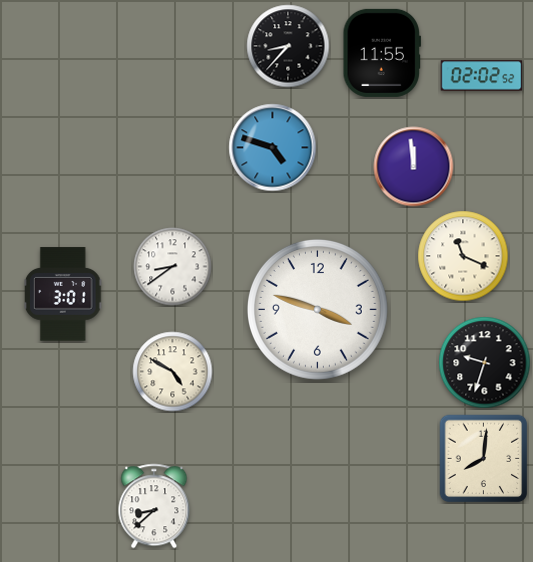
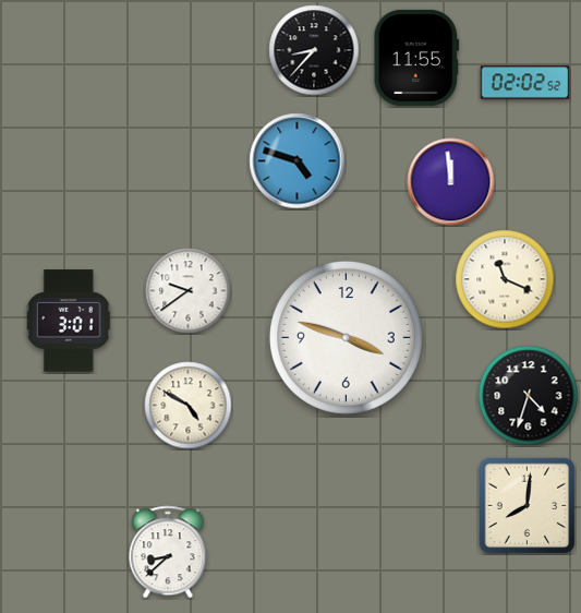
clock at (173, 267): 8:39 -> 9:39
clock at (485, 363): 9:33 -> 4:33
clock at (484, 459) position: (484, 459) -> (528, 506)
